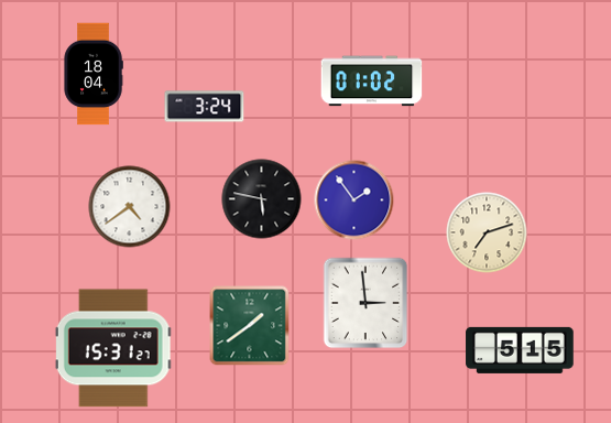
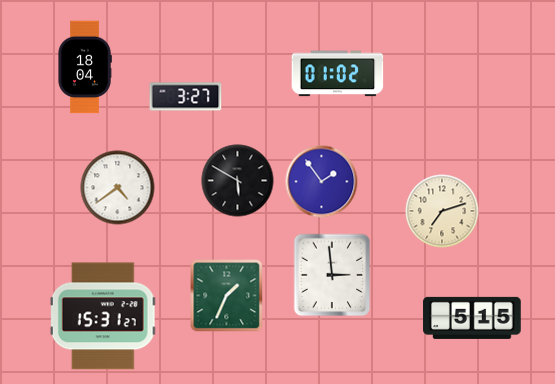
clock at (205, 107): 3:24 -> 3:27
clock at (262, 199): 5:47 -> 5:50
clock at (250, 326): 1:39 -> 1:34
